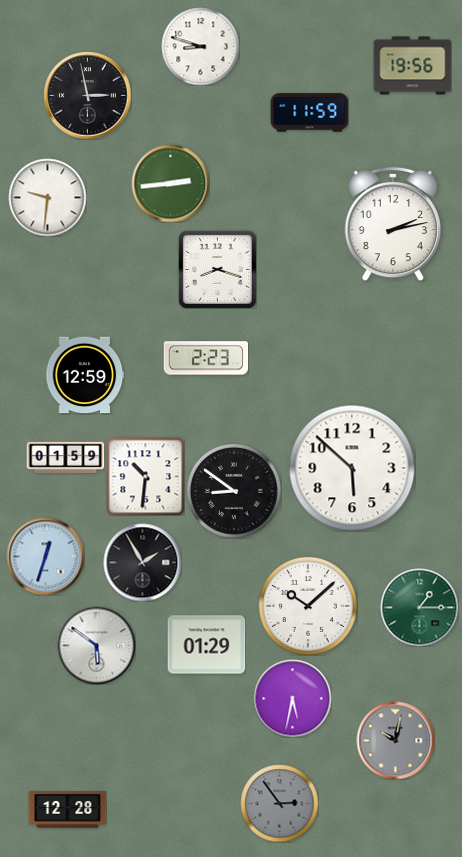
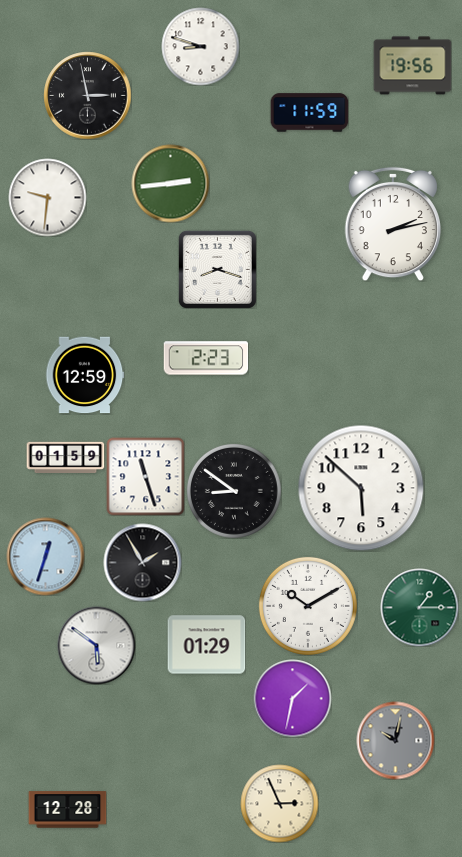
clock at (352, 468) position: (352, 468) -> (361, 488)
clock at (145, 476): 10:31 -> 11:27
clock at (308, 606): 10:08 -> 10:10
clock at (292, 698): 5:32 -> 1:32
clock at (279, 803): 2:54 -> 2:56
clock at (279, 803) dial: grey -> cream
